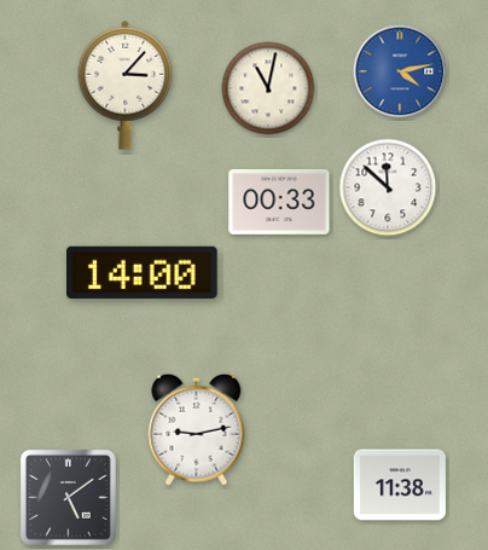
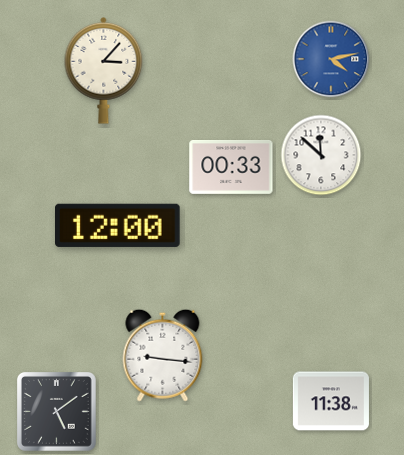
clock at (268, 88): 11:02 -> none
clock at (143, 272): 14:00 -> 12:00
clock at (197, 429): 9:13 -> 9:16
